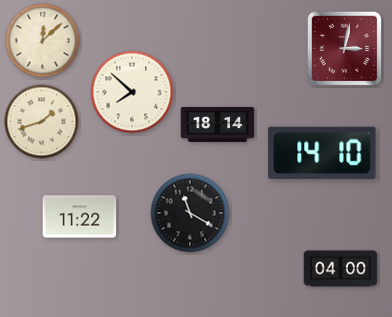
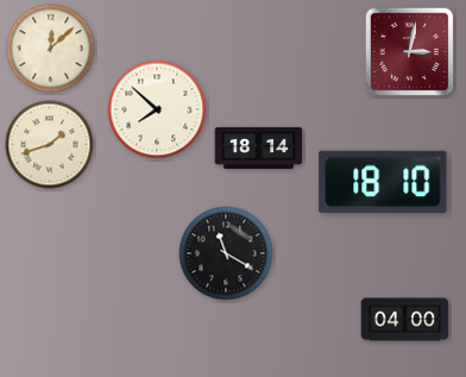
clock at (345, 49) position: (345, 49) -> (410, 52)
clock at (322, 153): 14:10 -> 18:10
clock at (80, 217): 11:22 -> none
